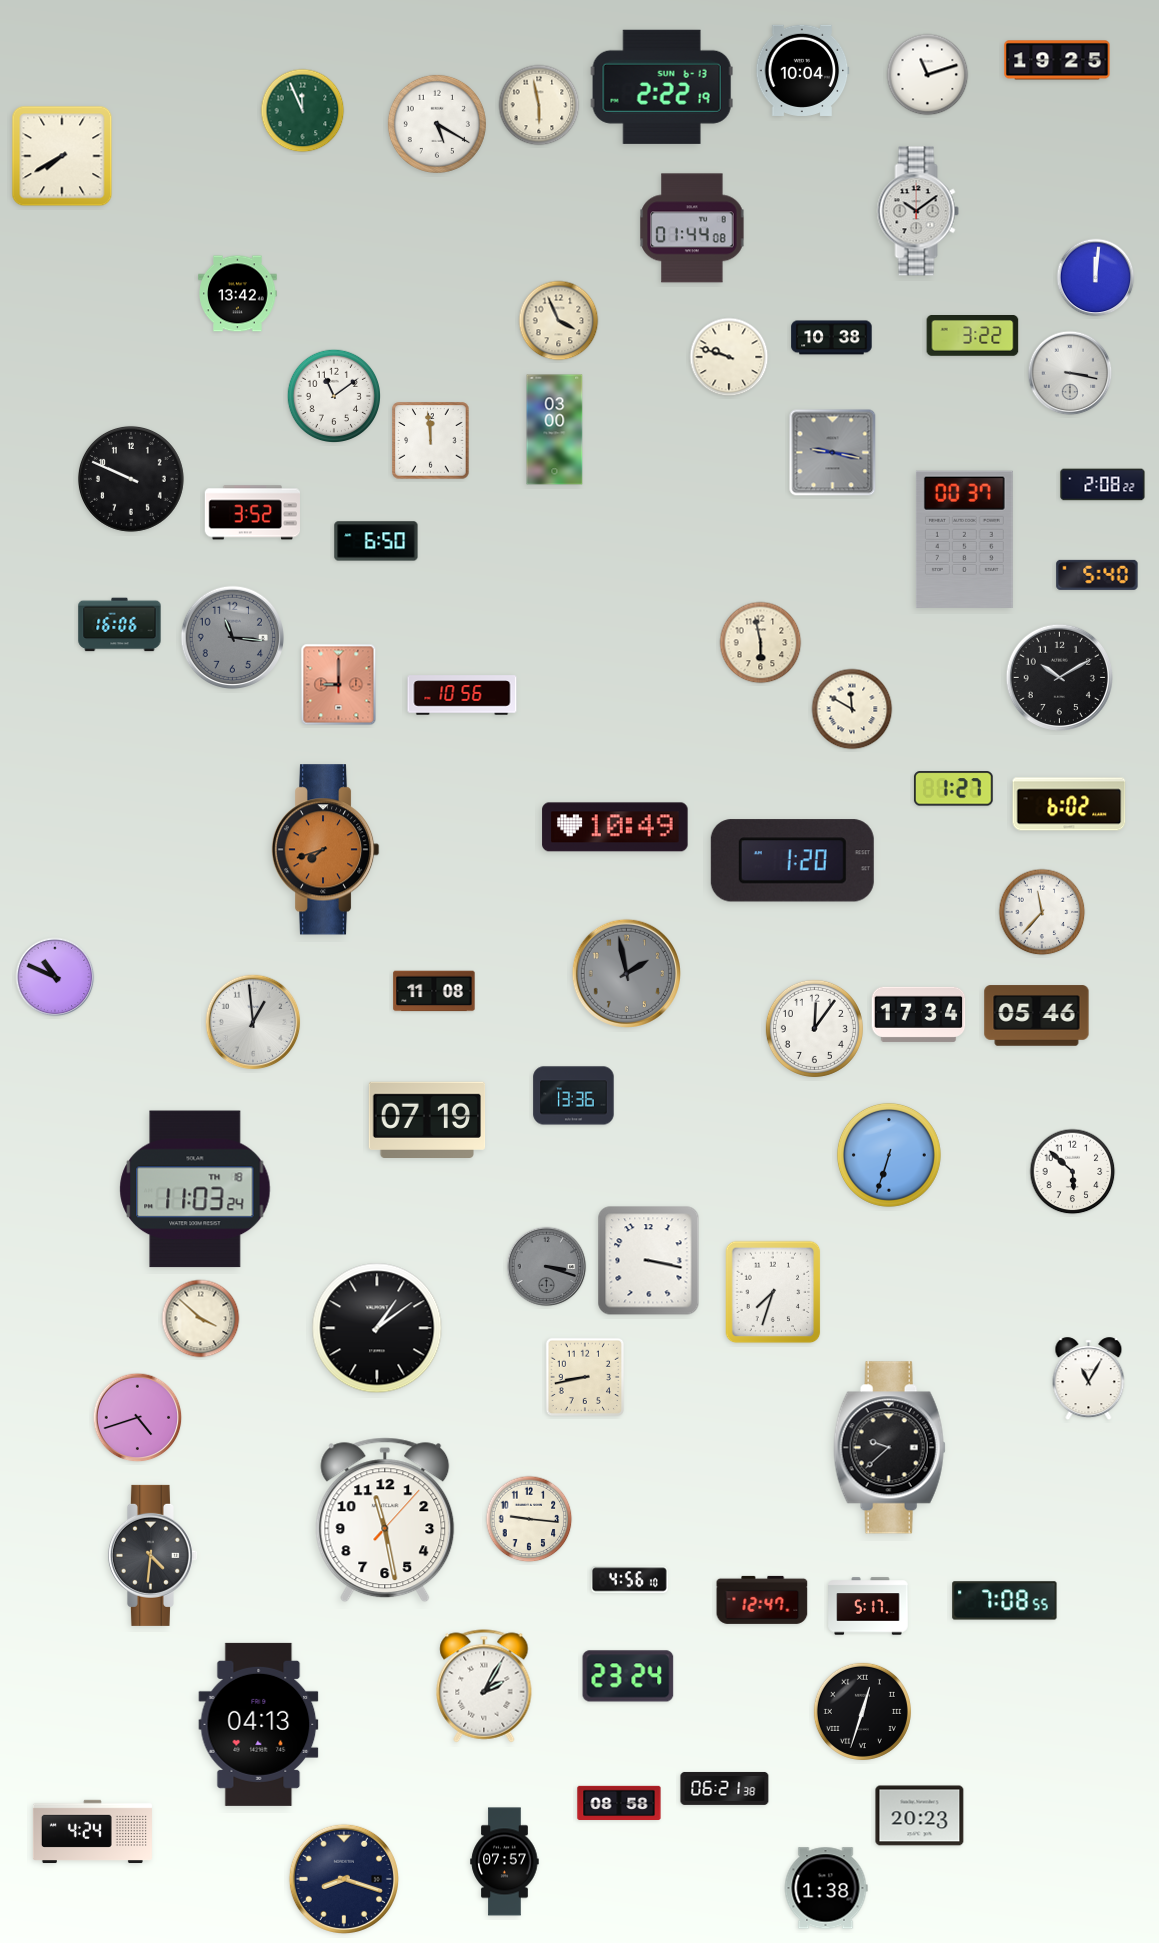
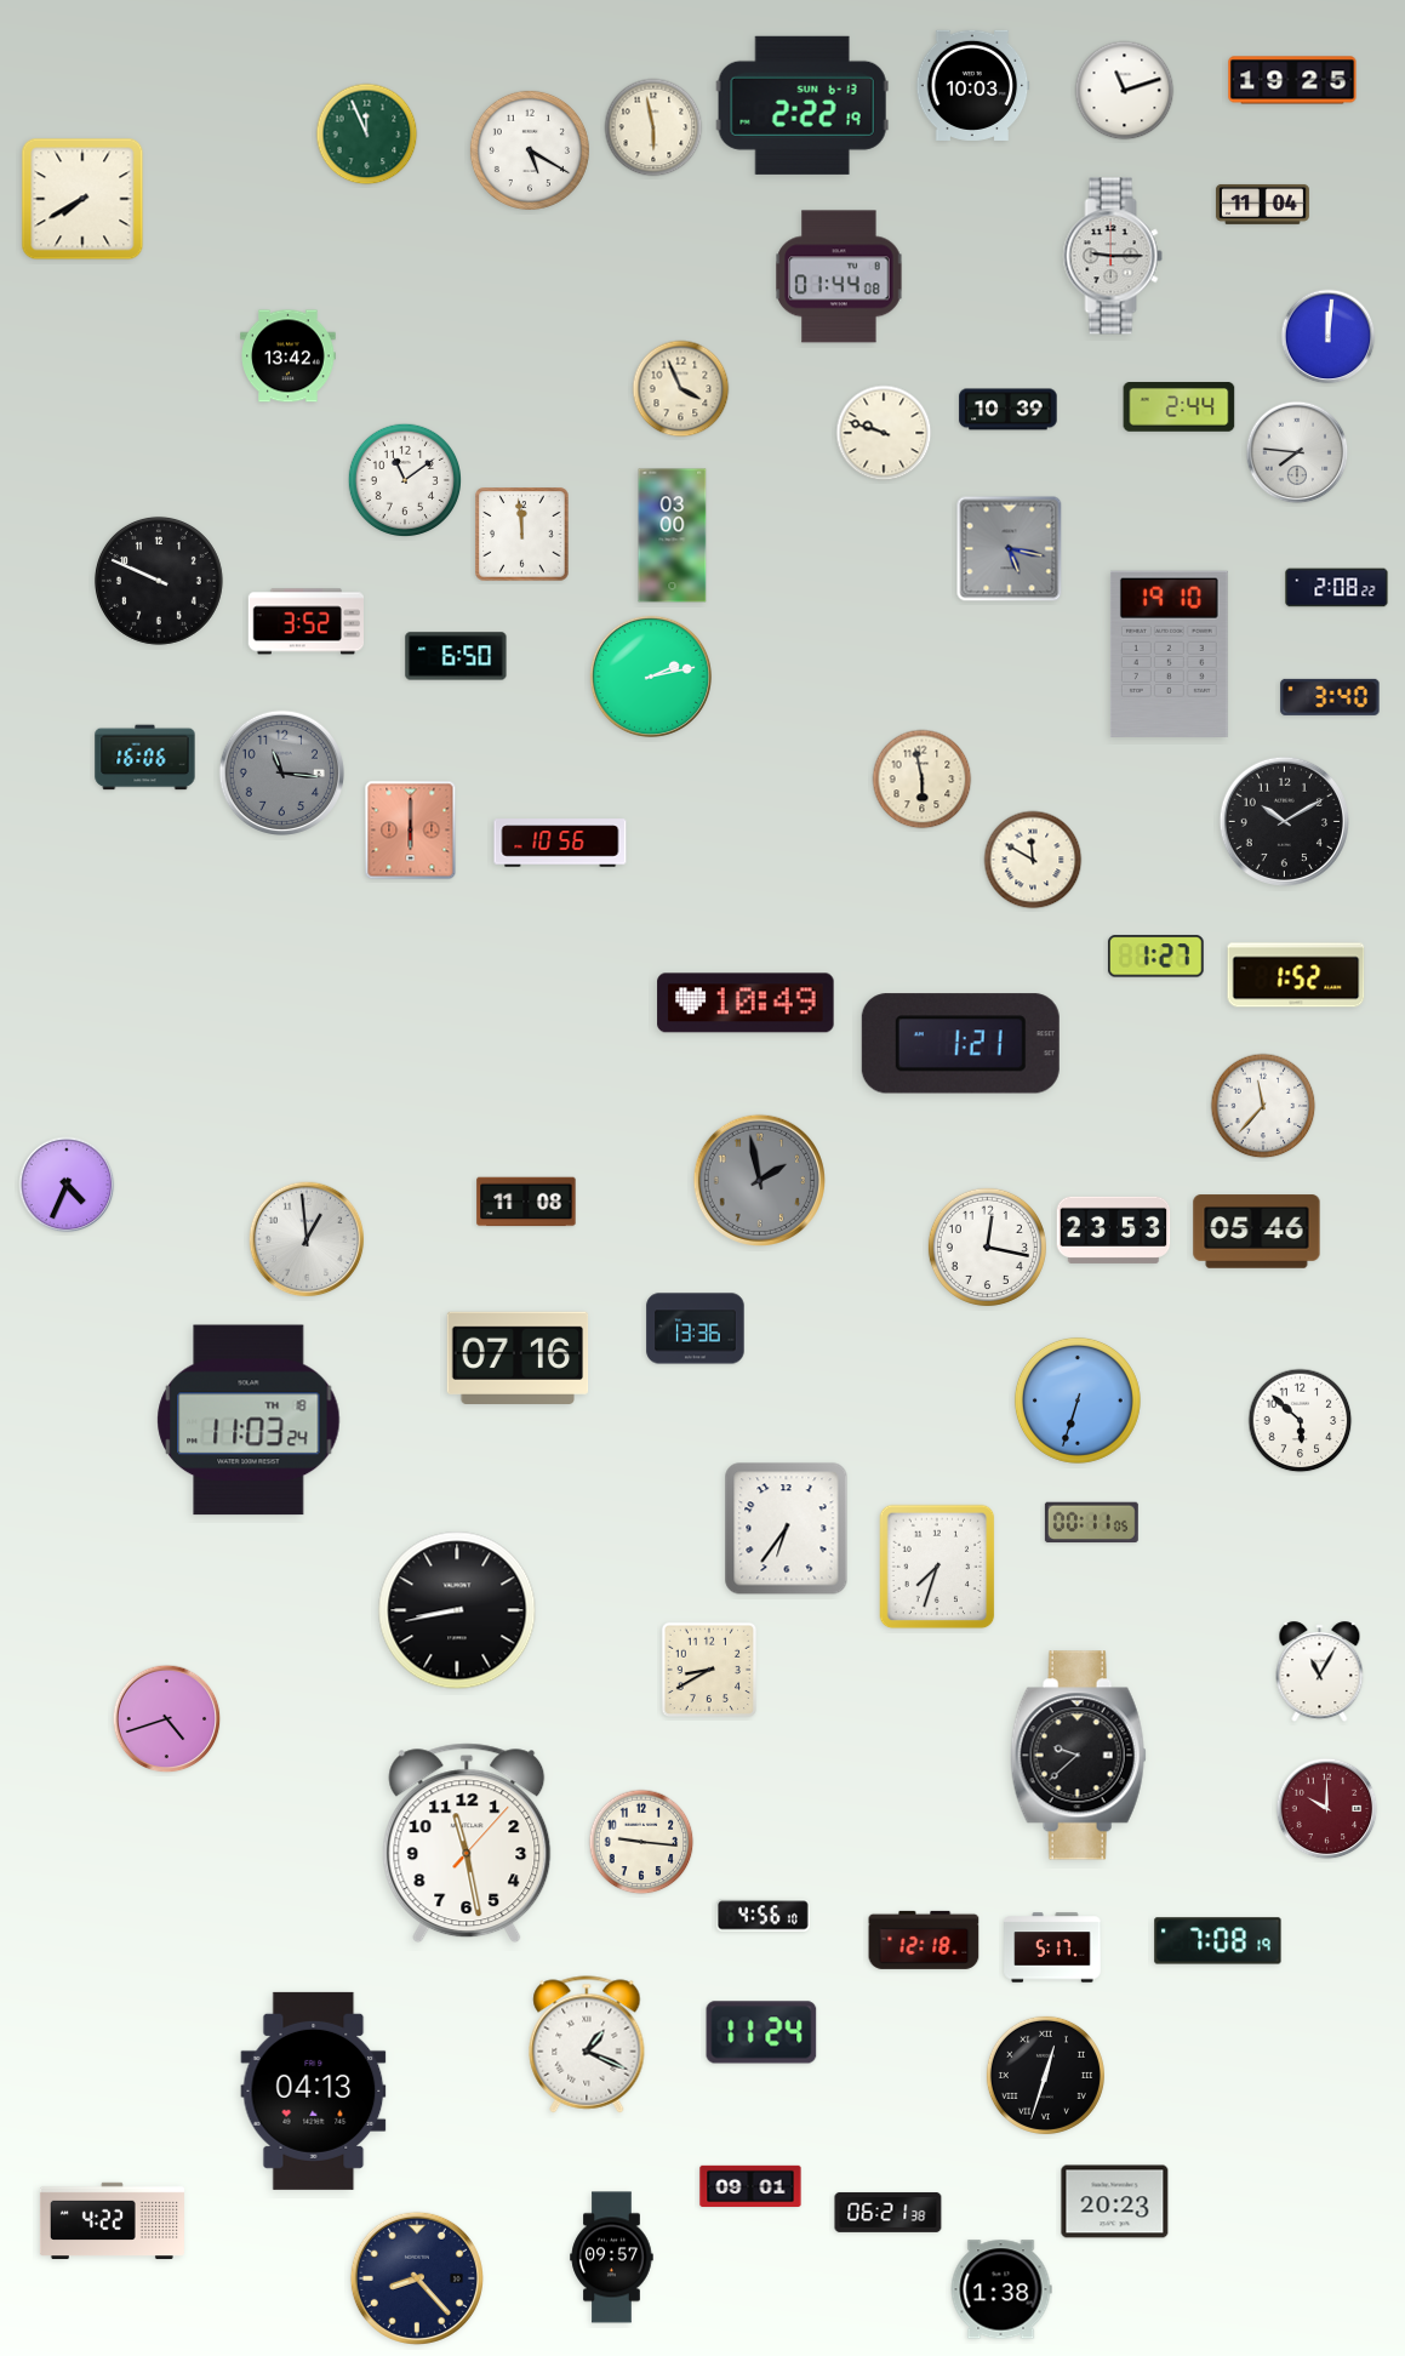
clock at (1057, 60) position: (1057, 60) -> (1292, 80)
clock at (803, 70): 10:04 -> 10:03
clock at (62, 156) position: (62, 156) -> (82, 199)
clock at (1262, 204): none -> 11:04
clock at (918, 211): 10:09 -> 9:15
clock at (559, 321) position: (559, 321) -> (681, 389)
clock at (973, 336): 3:22 -> 2:44
clock at (832, 338): 10:38 -> 10:39
clock at (1070, 373): 3:17 -> 7:46
clock at (555, 430) position: (555, 430) -> (673, 536)
clock at (833, 453): 9:17 -> 5:17
clock at (964, 539): 00:37 -> 19:10
clock at (650, 675): none -> 2:13
clock at (1097, 575): 5:40 -> 3:40
clock at (339, 685): 9:00 -> 6:00
clock at (1069, 804): 6:02 -> 1:52
clock at (325, 850): 7:42 -> none
clock at (792, 861): 1:20 -> 1:21
clock at (55, 977): 10:49 -> 4:34
clock at (919, 1014): 17:34 -> 23:53
clock at (814, 1028): 12:06 -> 12:17
clock at (427, 1119): 07:19 -> 07:16
clock at (195, 1189) position: (195, 1189) -> (249, 1420)
clock at (1091, 1523): none -> 00:11
clock at (649, 1261): 3:17 -> 6:36
clock at (547, 1267): 3:18 -> none
clock at (201, 1319): 3:52 -> none
clock at (377, 1328): 1:09 -> 8:43
clock at (585, 1377): 8:43 -> 8:40
clock at (1327, 1809): none -> 10:00
clock at (152, 1555): 4:31 -> none
clock at (762, 1600): 12:47 -> 12:18
clock at (1005, 1601): 7:08:55 -> 7:08:19
clock at (628, 1676): 23:24 -> 11:24
clock at (484, 1686): 2:05 -> 1:19
clock at (725, 1788) position: (725, 1788) -> (889, 2212)
clock at (619, 1802): 08:58 -> 09:01
clock at (92, 1832): 4:24 -> 4:22
clock at (505, 1862): 07:57 -> 09:57
clock at (344, 1879): 8:18 -> 8:23
